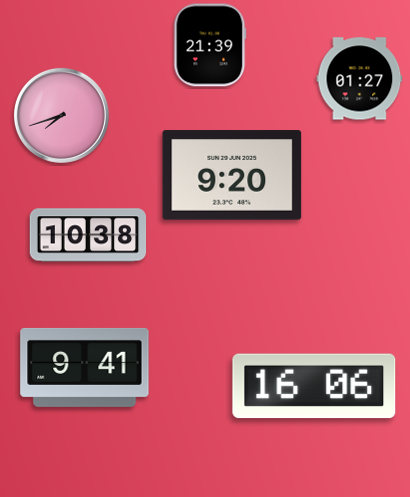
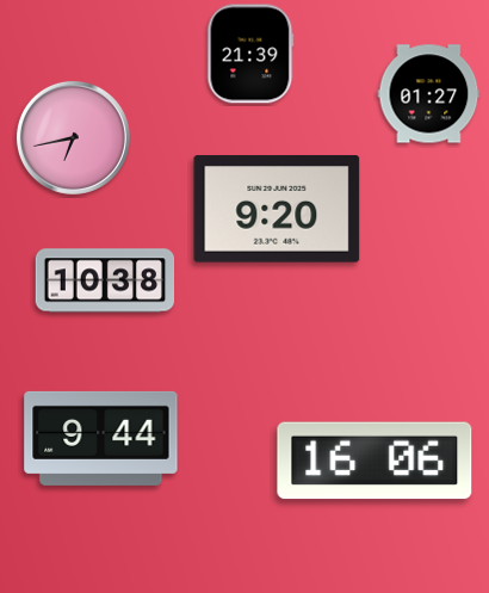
clock at (61, 115): 7:42 -> 6:43
clock at (85, 367): 9:41 -> 9:44
